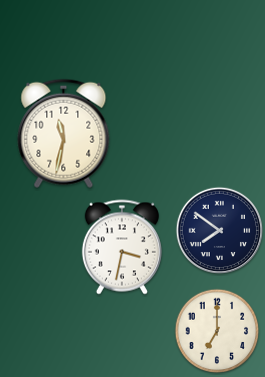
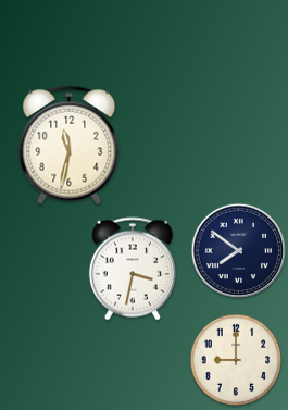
clock at (217, 331): 7:00 -> 9:00
